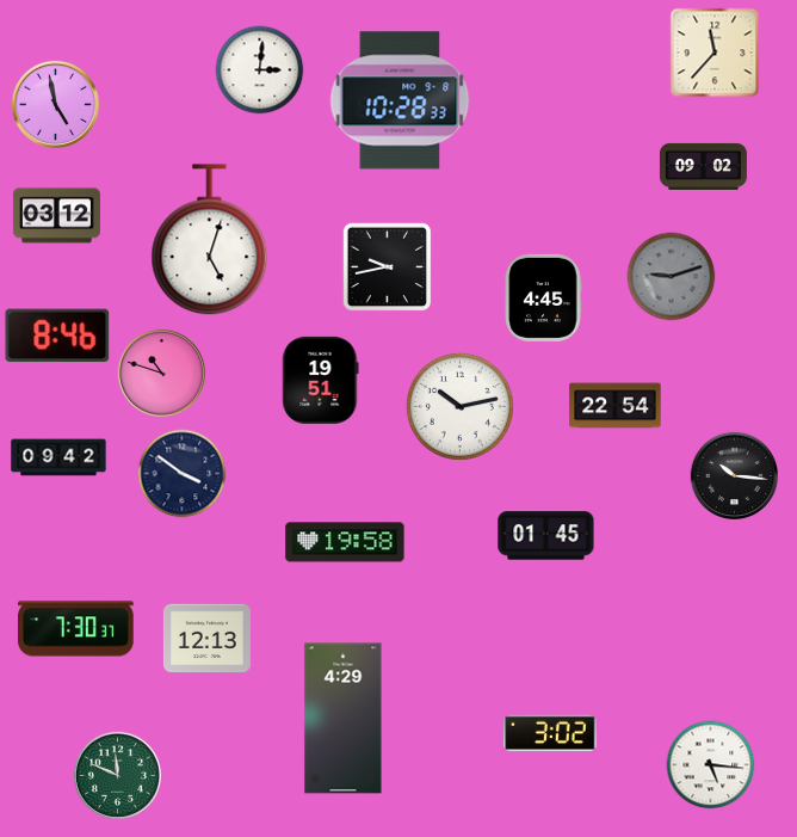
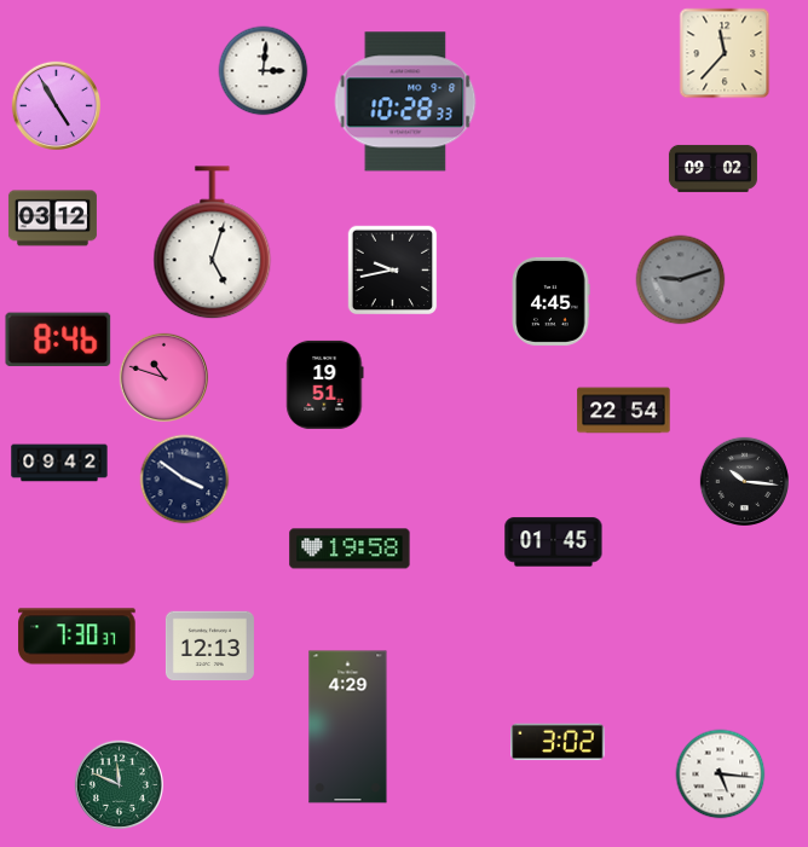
clock at (55, 104): 4:58 -> 4:55
clock at (56, 216) position: (56, 216) -> (52, 219)
clock at (459, 406): 10:13 -> none
